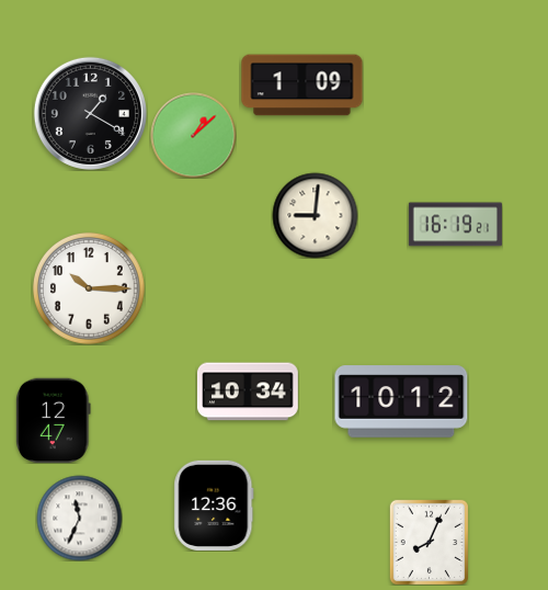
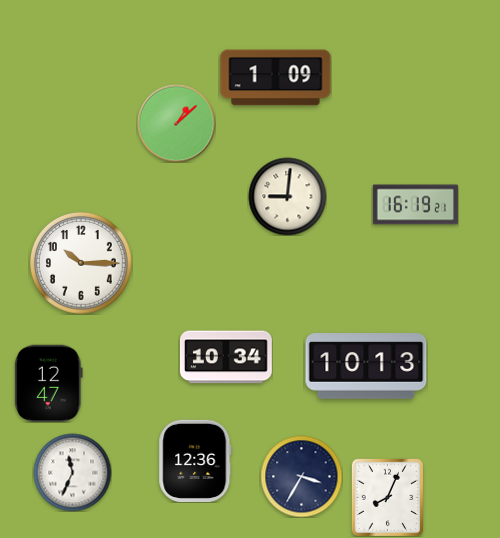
clock at (90, 113): 1:20 -> none
clock at (401, 401): 10:12 -> 10:13
clock at (301, 476): none -> 3:35
clock at (429, 542) position: (429, 542) -> (387, 497)
